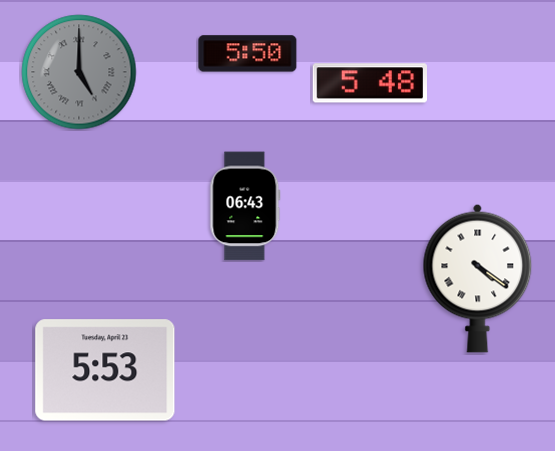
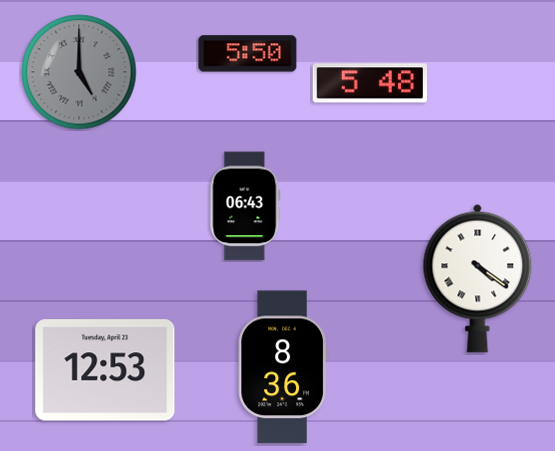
clock at (283, 367): none -> 8:36
clock at (105, 370): 5:53 -> 12:53
